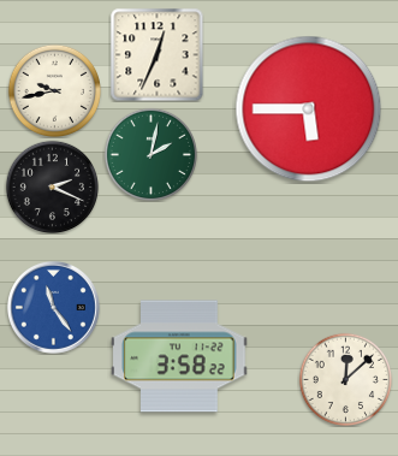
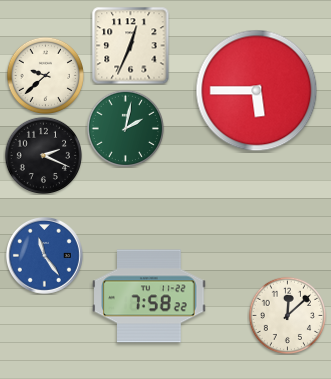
clock at (54, 90): 9:43 -> 9:38
clock at (179, 356): 3:58 -> 7:58
